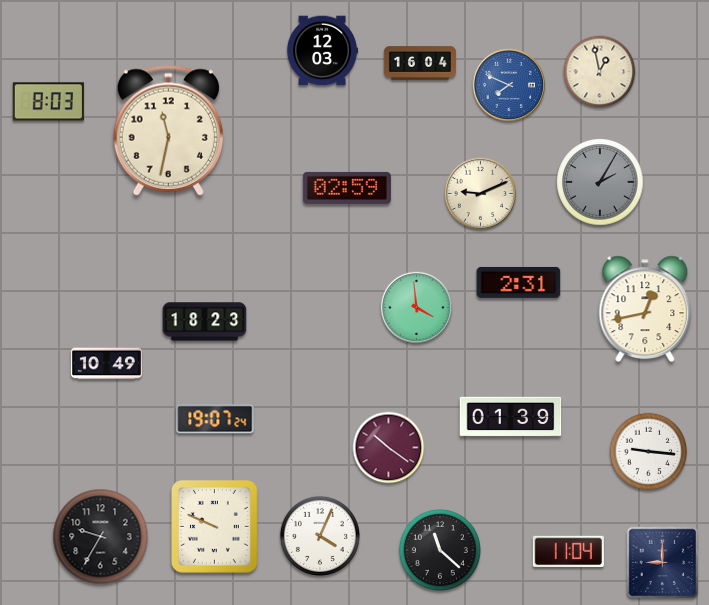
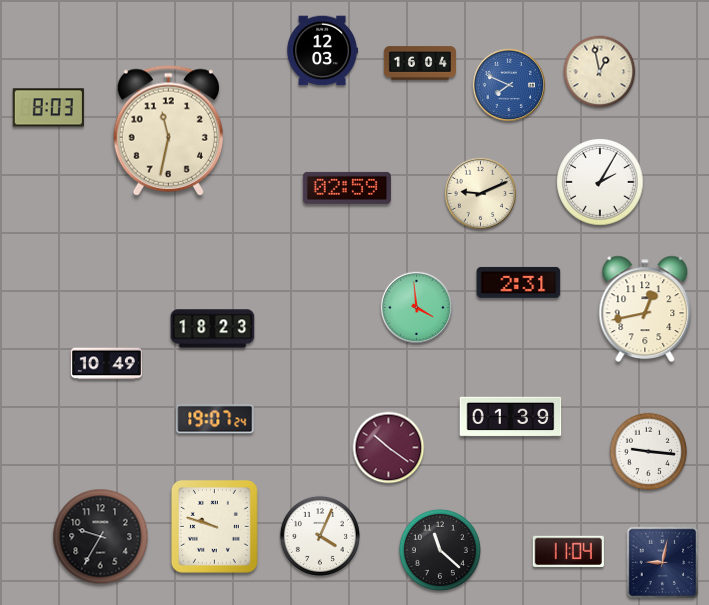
clock at (48, 102) position: (48, 102) -> (48, 108)
clock at (600, 182) dial: grey -> white
clock at (205, 322) position: (205, 322) -> (213, 329)
clock at (214, 527): 9:49 -> 9:48
clock at (663, 563): 9:00 -> 9:02
